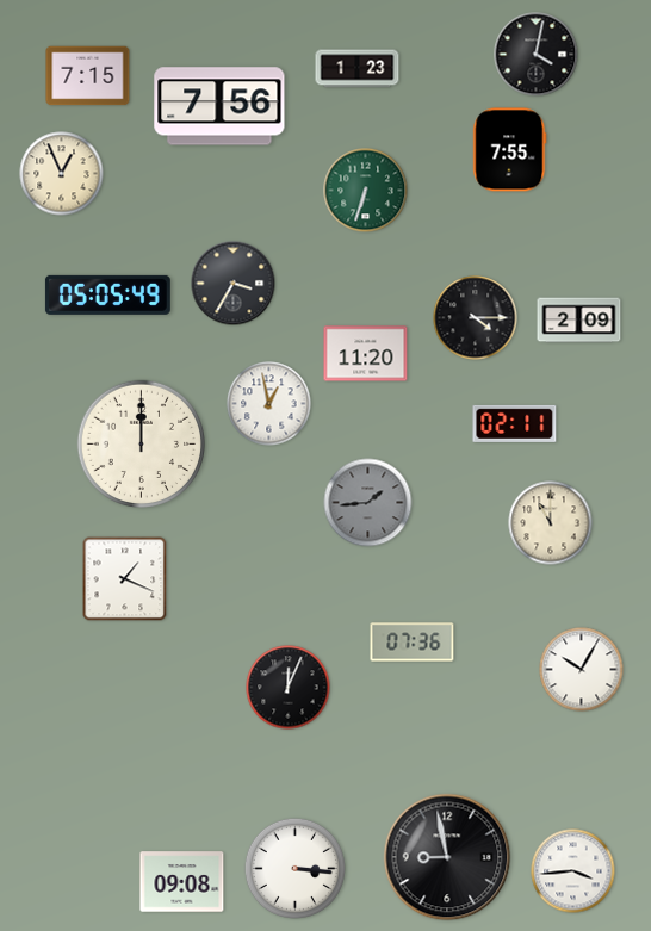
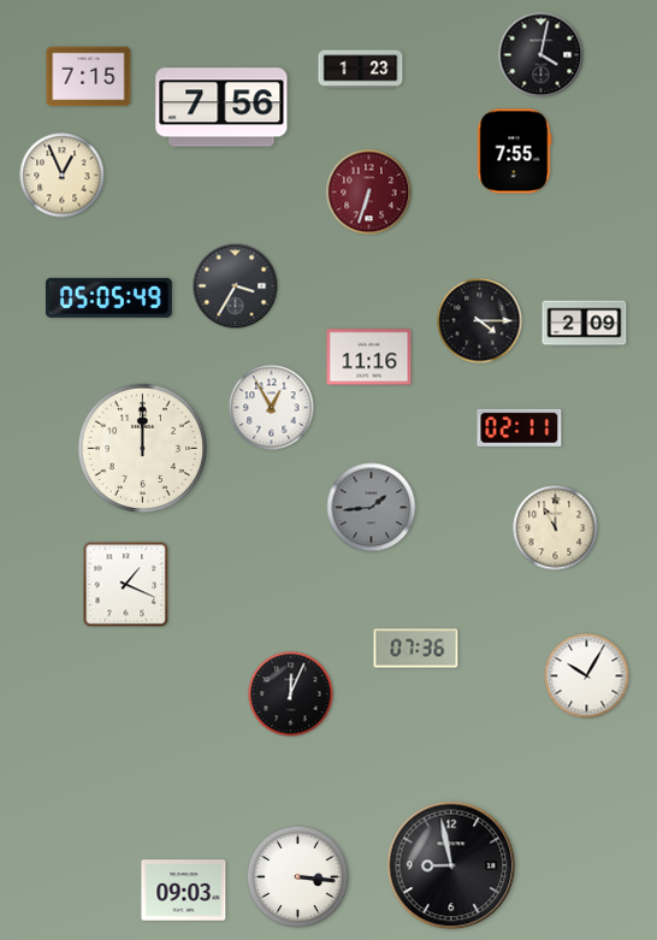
clock at (366, 191) dial: green -> burgundy
clock at (366, 354): 11:20 -> 11:16
clock at (269, 404): 12:58 -> 12:55
clock at (573, 871): 3:44 -> none
clock at (182, 882): 09:08 -> 09:03
